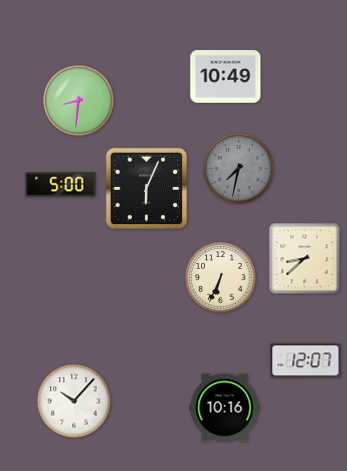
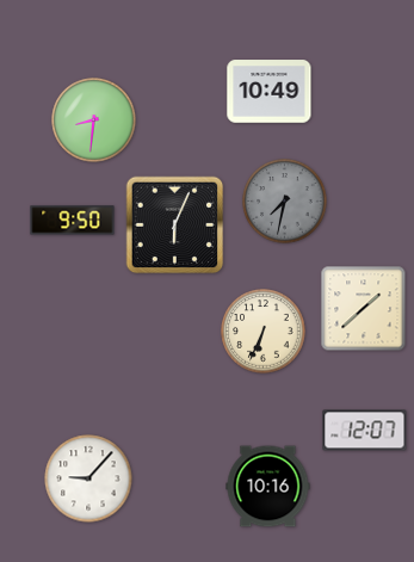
clock at (61, 185): 5:00 -> 9:50
clock at (305, 259): 8:38 -> 1:38
clock at (74, 401): 10:07 -> 9:07
